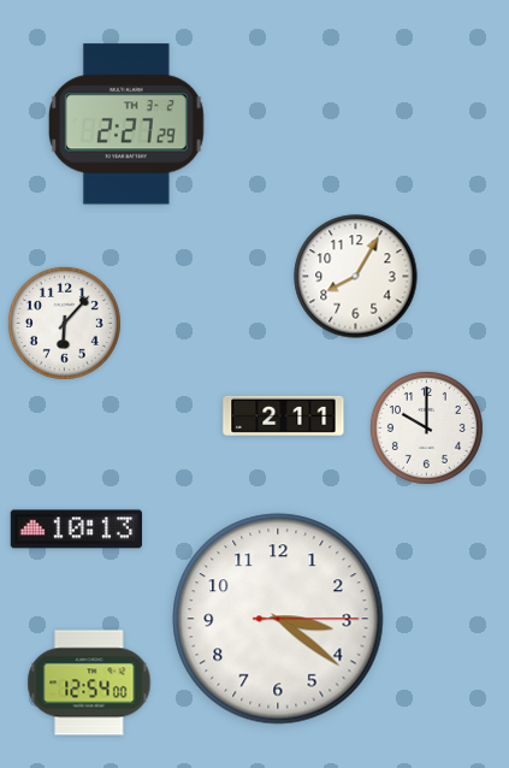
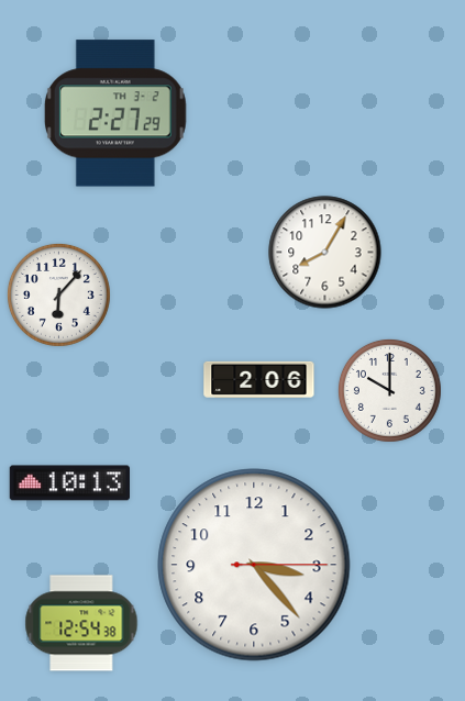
clock at (284, 415): 2:11 -> 2:06
clock at (278, 619): 3:21 -> 3:23
clock at (89, 683): 12:54:00 -> 12:54:38
